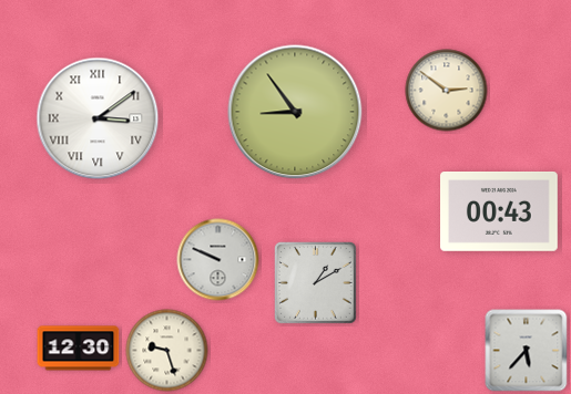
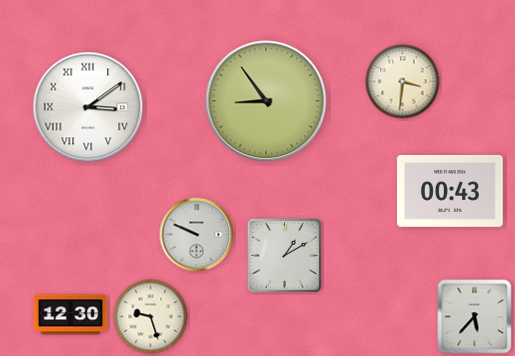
clock at (447, 91): 2:51 -> 3:31
